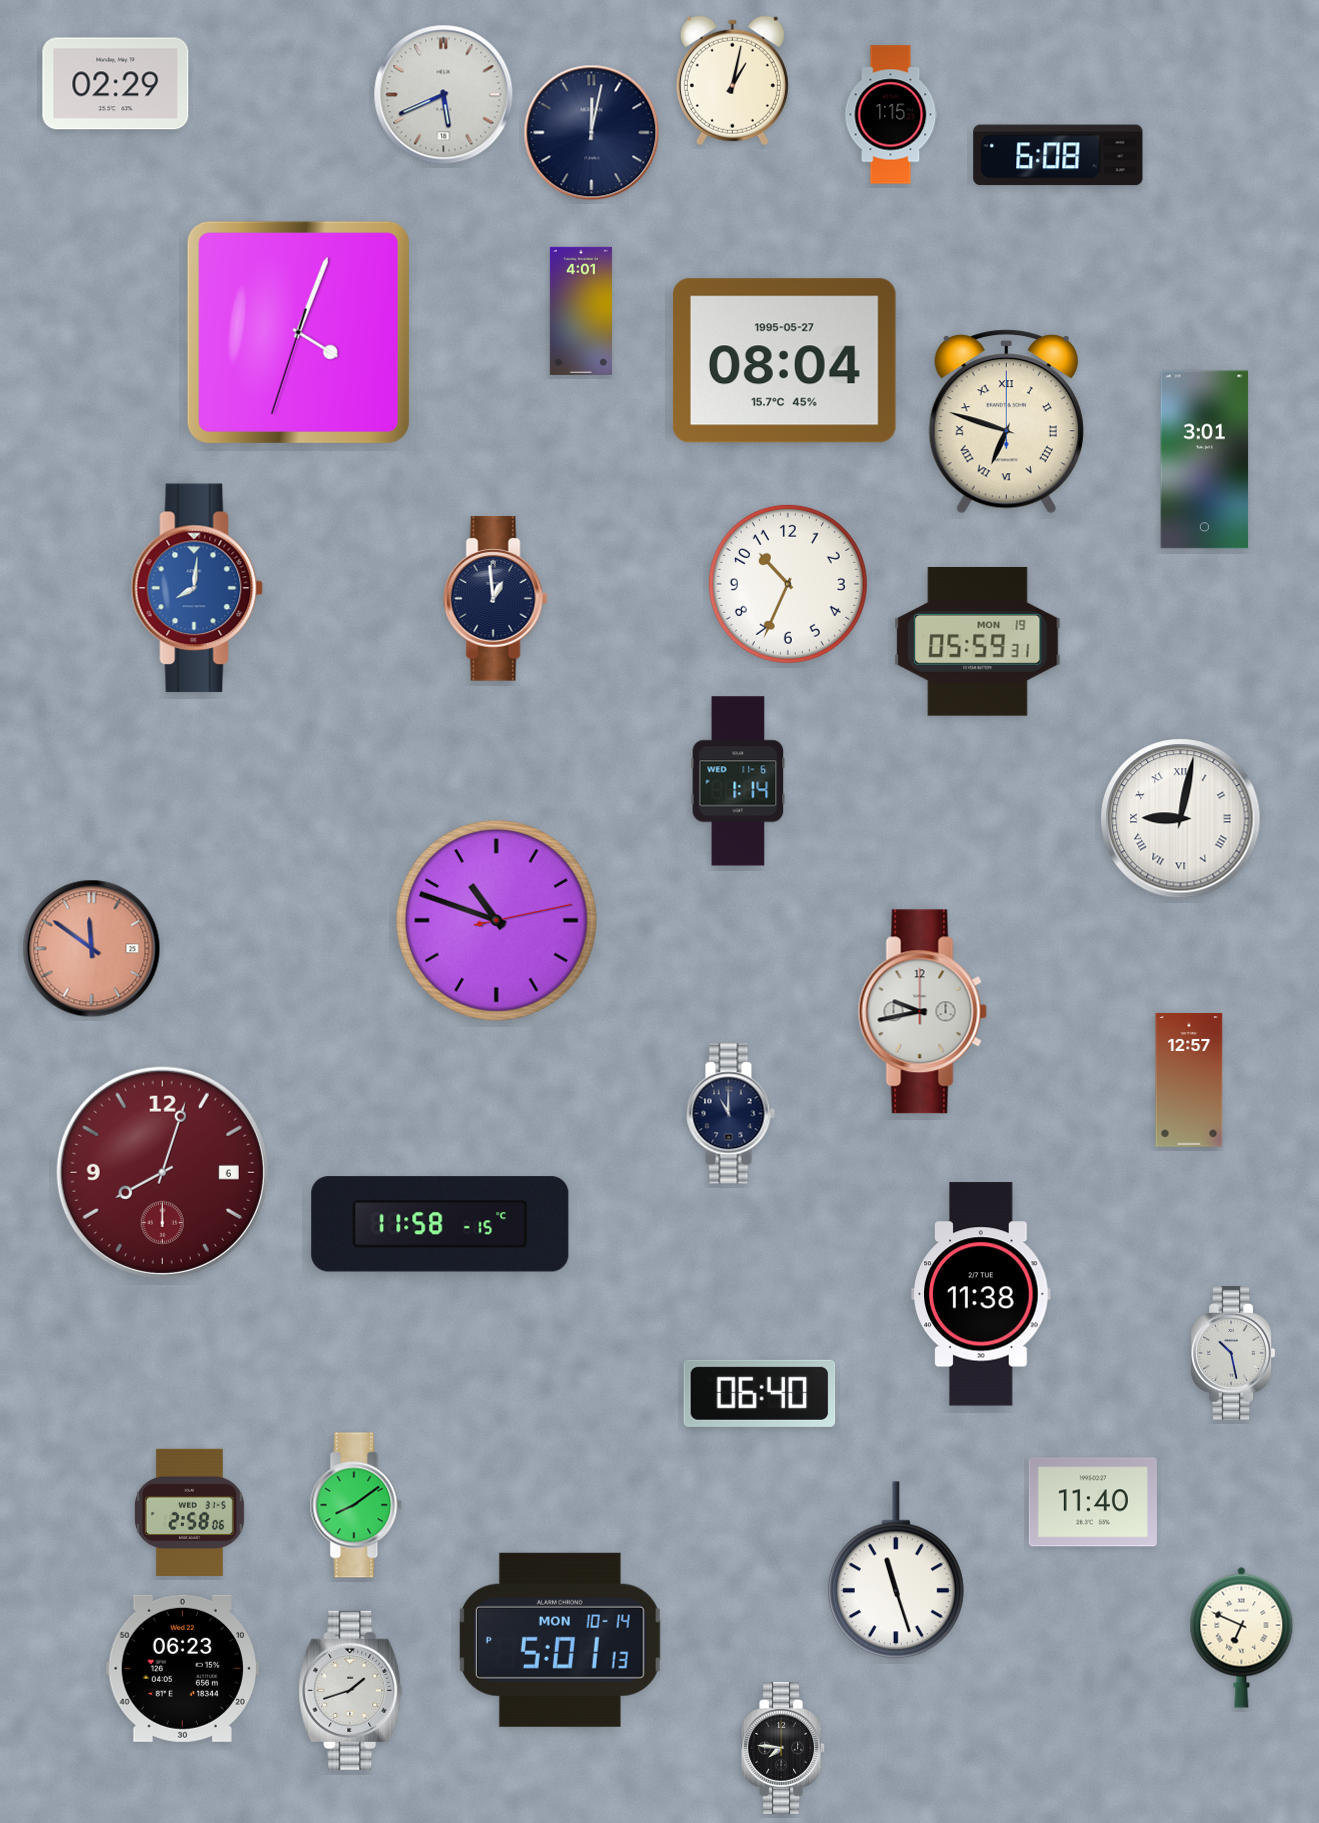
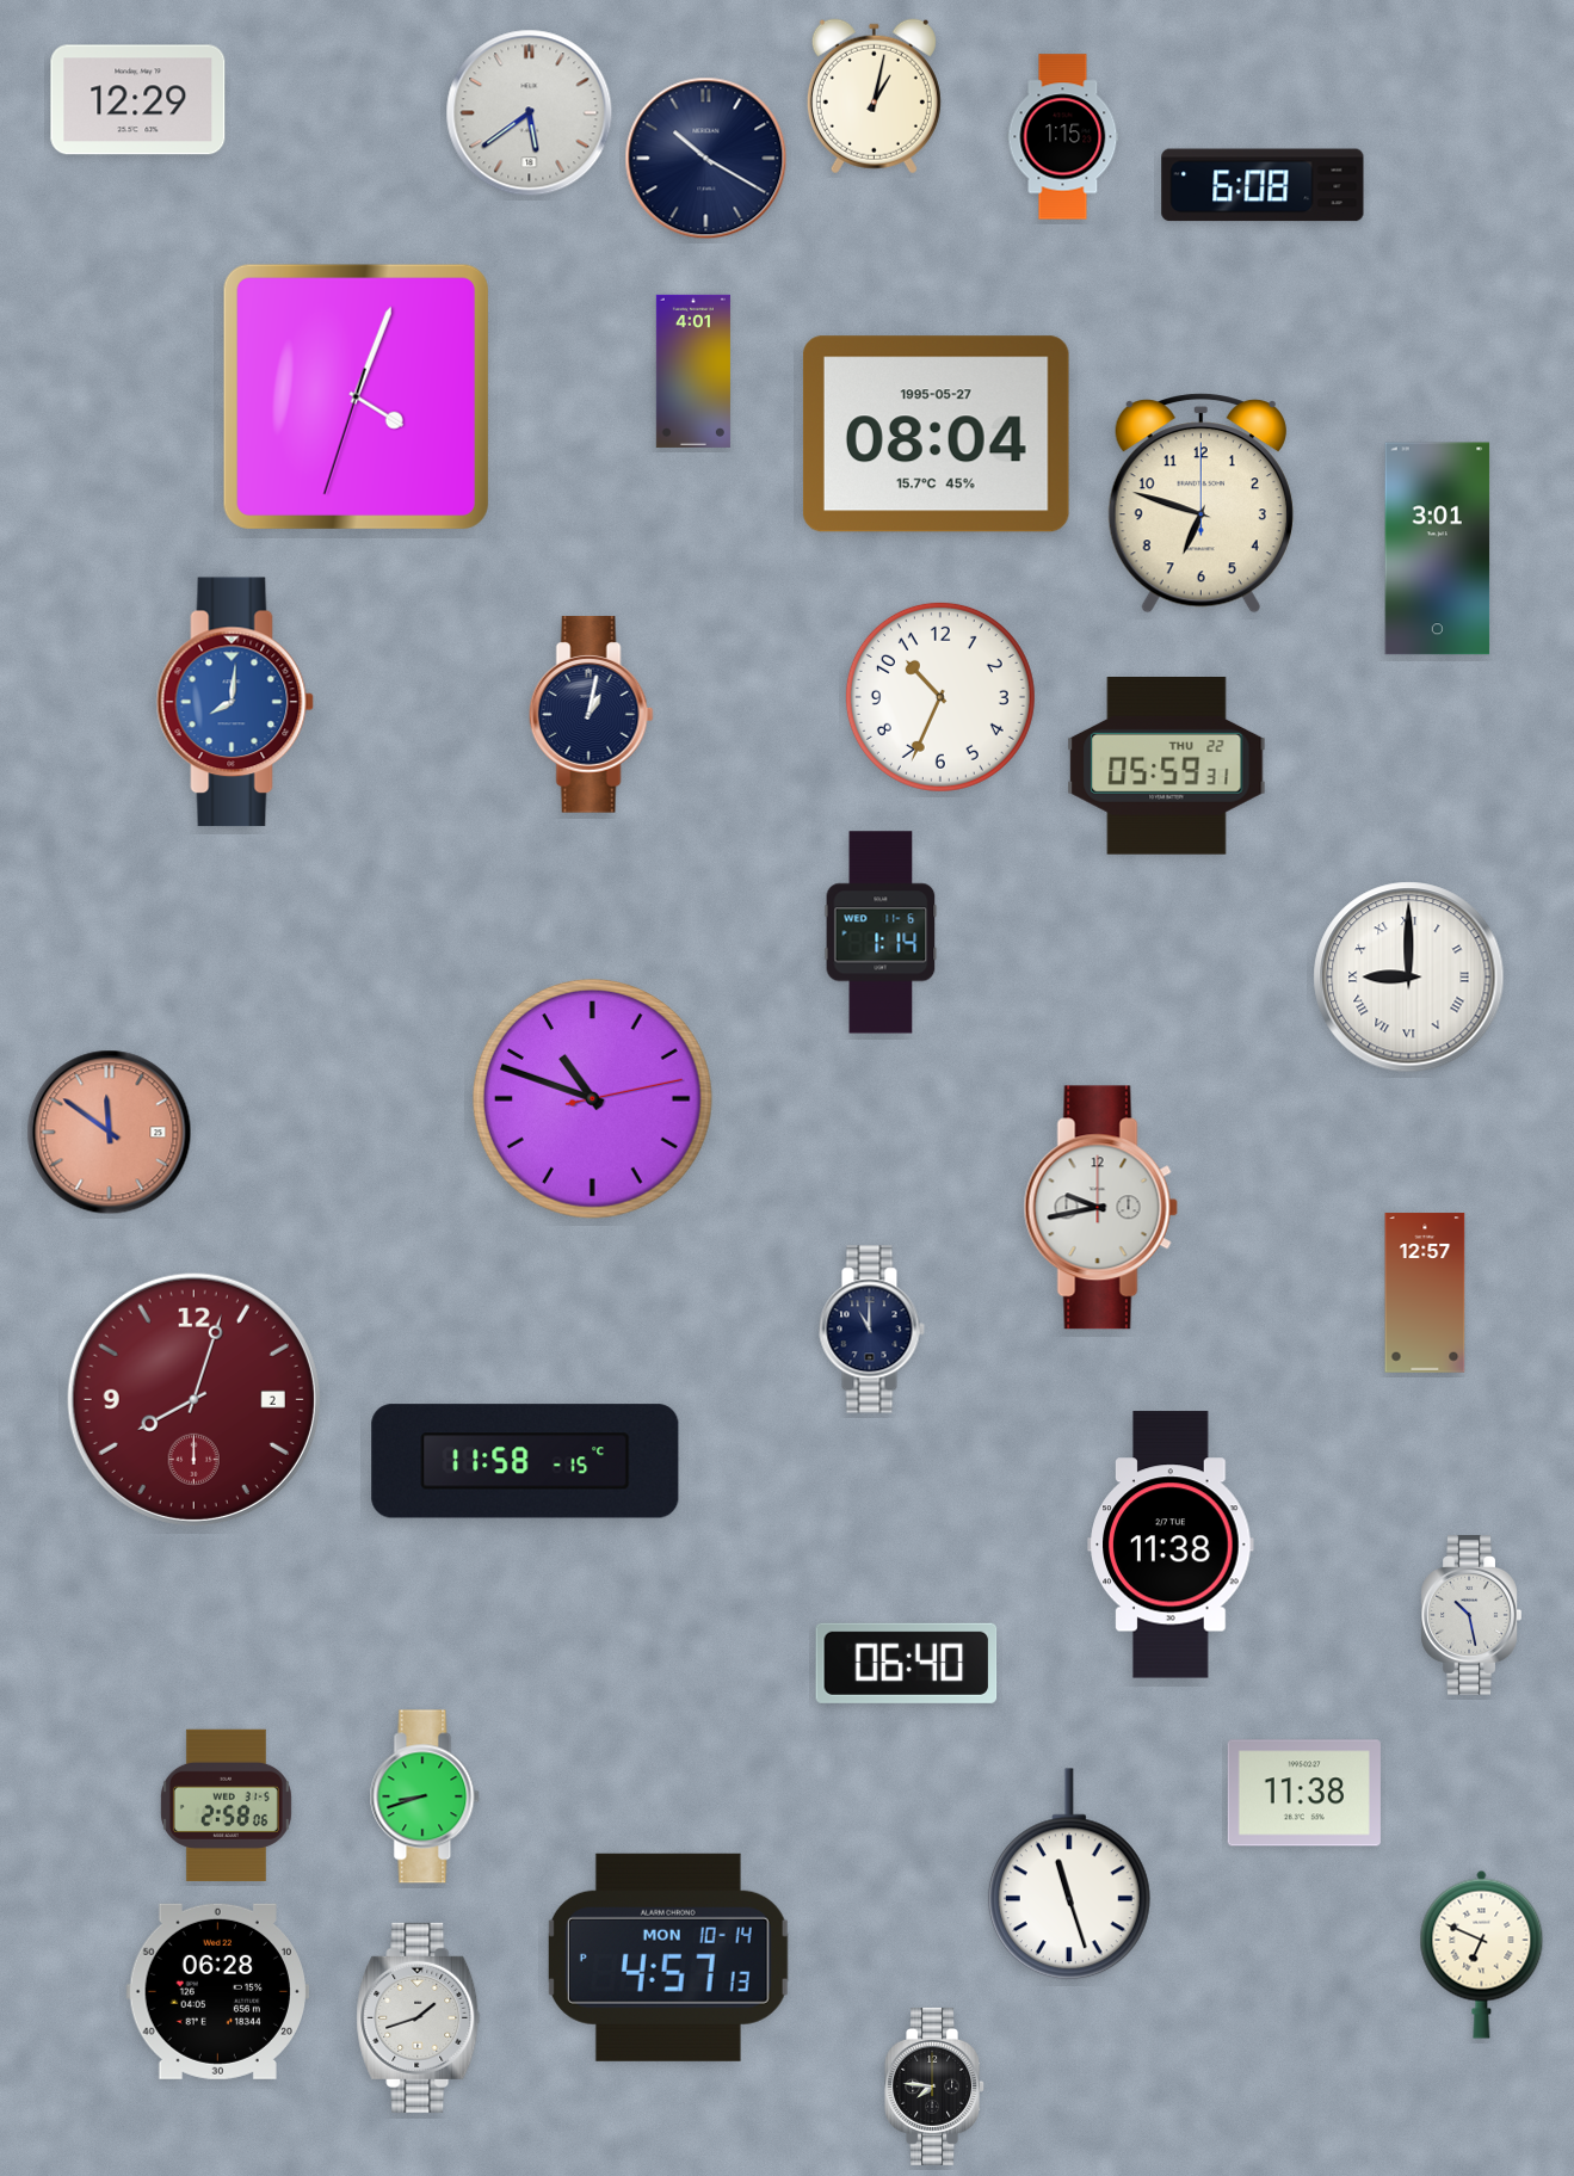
clock at (116, 84): 02:29 -> 12:29
clock at (444, 95): 5:41 -> 5:39
clock at (592, 133): 12:02 -> 10:20
clock at (784, 361) position: (784, 361) -> (936, 434)
clock at (1006, 422) numerals: Roman -> Arabic
clock at (495, 599): 12:59 -> 1:02
clock at (978, 642) date: MON 19 -> THU 22
clock at (1181, 819): 9:02 -> 9:00
clock at (1189, 1080) position: (1189, 1080) -> (1425, 1293)
clock at (162, 1172) date: 6 -> 2
clock at (1093, 1502): 11:40 -> 11:38
clock at (356, 1505): 8:09 -> 8:42
clock at (560, 1640): 5:01 -> 4:57
clock at (182, 1668): 06:23 -> 06:28
